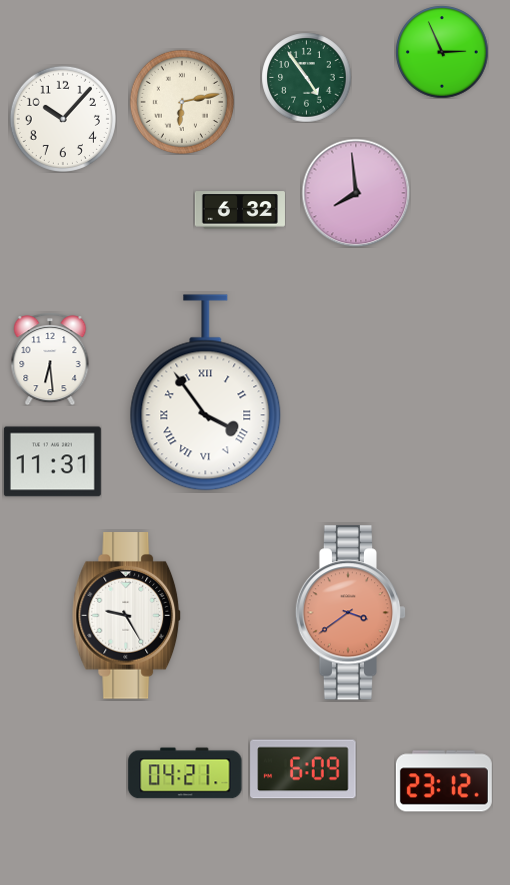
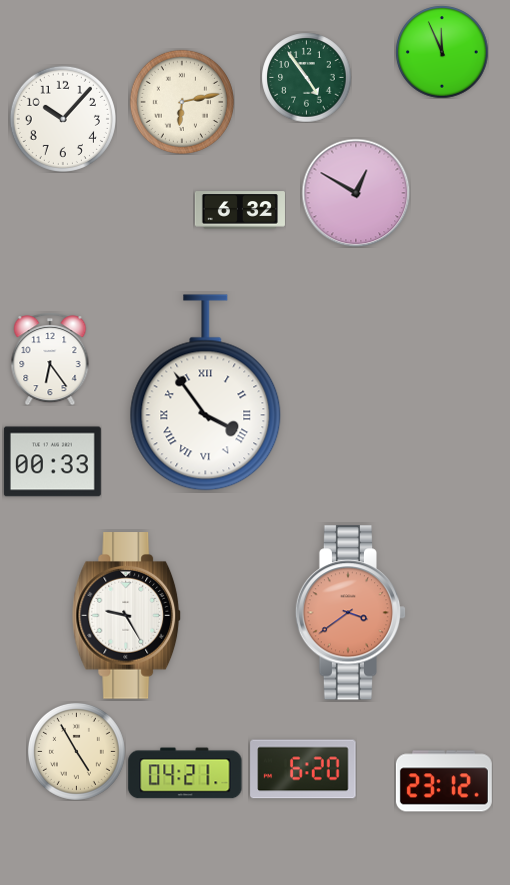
clock at (442, 52): 2:56 -> 11:56
clock at (356, 193): 7:59 -> 12:50
clock at (50, 359): 6:29 -> 6:24
clock at (52, 462): 11:31 -> 00:33
clock at (76, 751): none -> 4:55
clock at (303, 769): 6:09 -> 6:20
